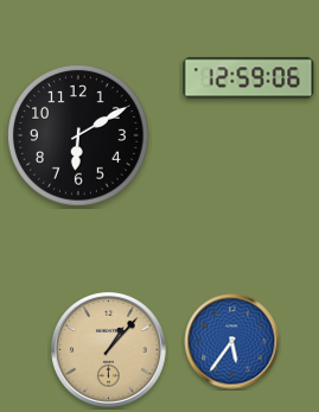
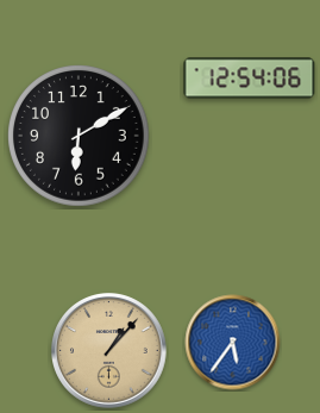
clock at (249, 78): 12:59 -> 12:54
